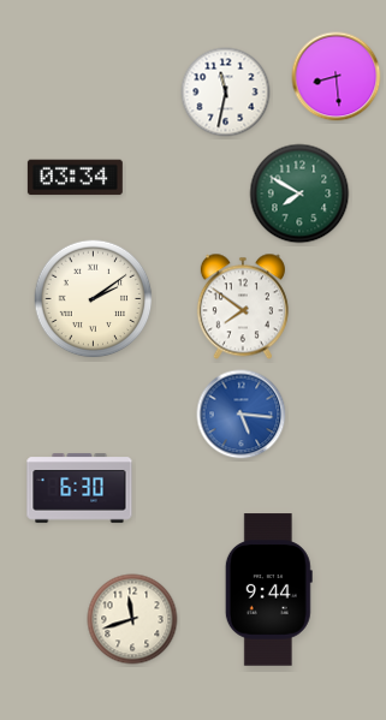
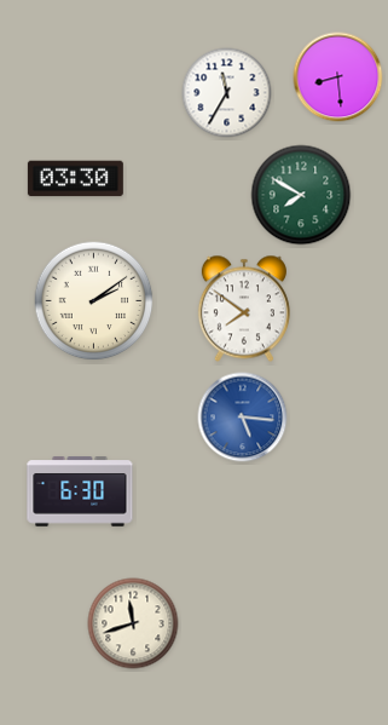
clock at (226, 93): 11:32 -> 11:35
clock at (75, 178): 03:34 -> 03:30
clock at (268, 590): 9:44 -> none
